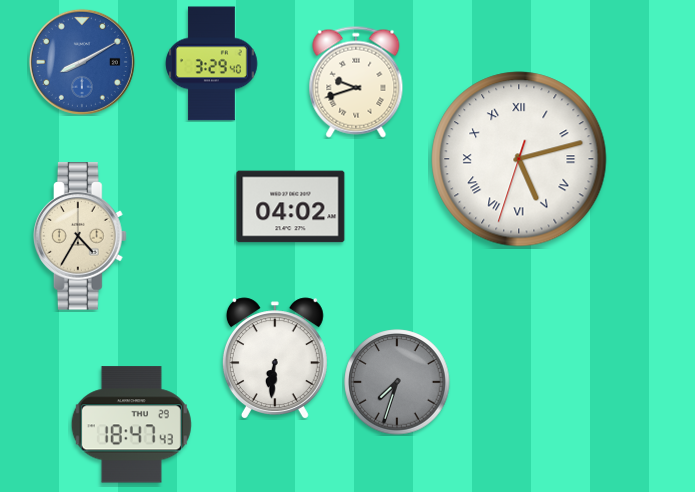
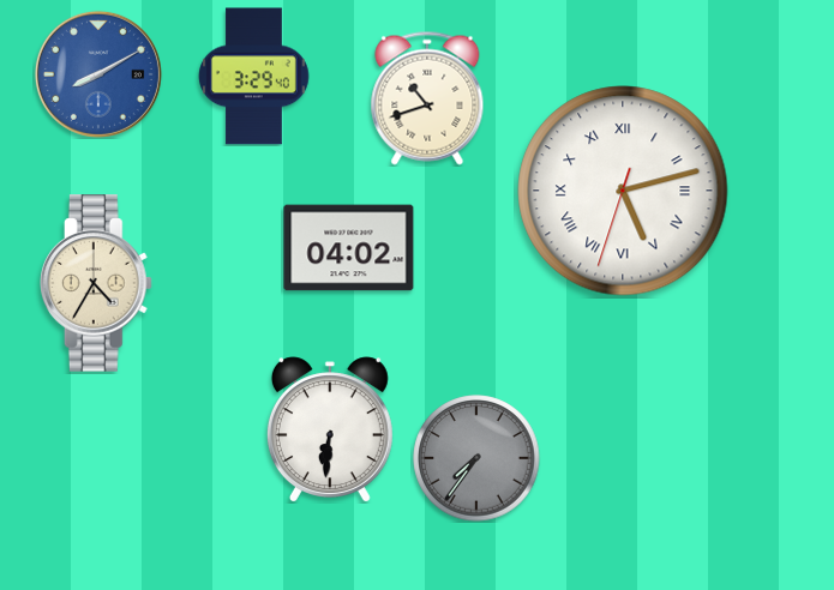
clock at (356, 82): 9:42 -> 10:42
clock at (397, 382): 7:33 -> 7:36
clock at (131, 425): 18:47 -> none
